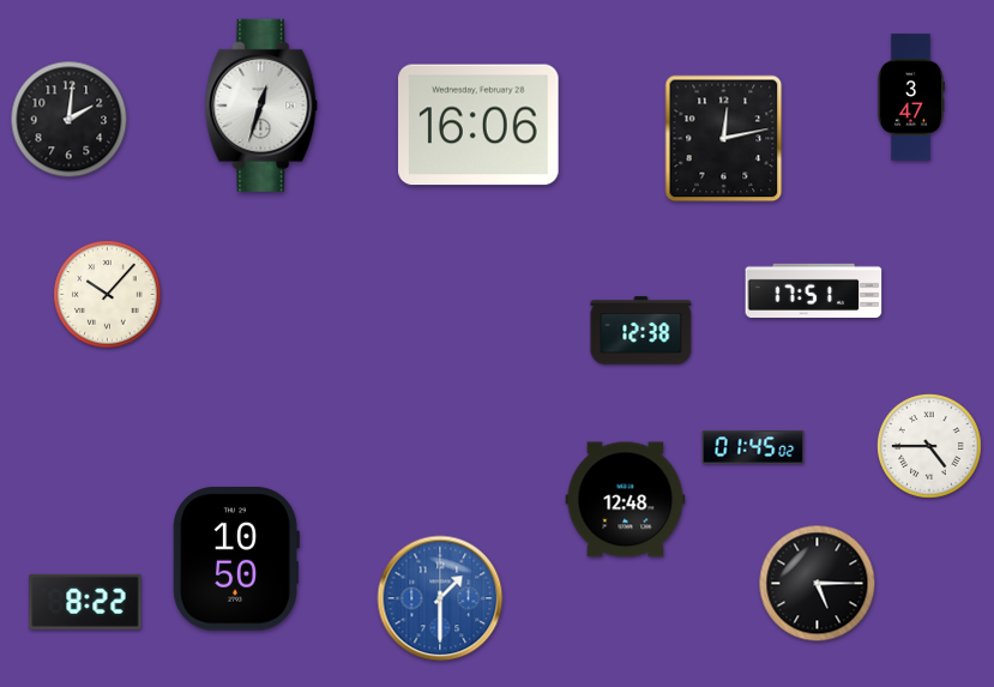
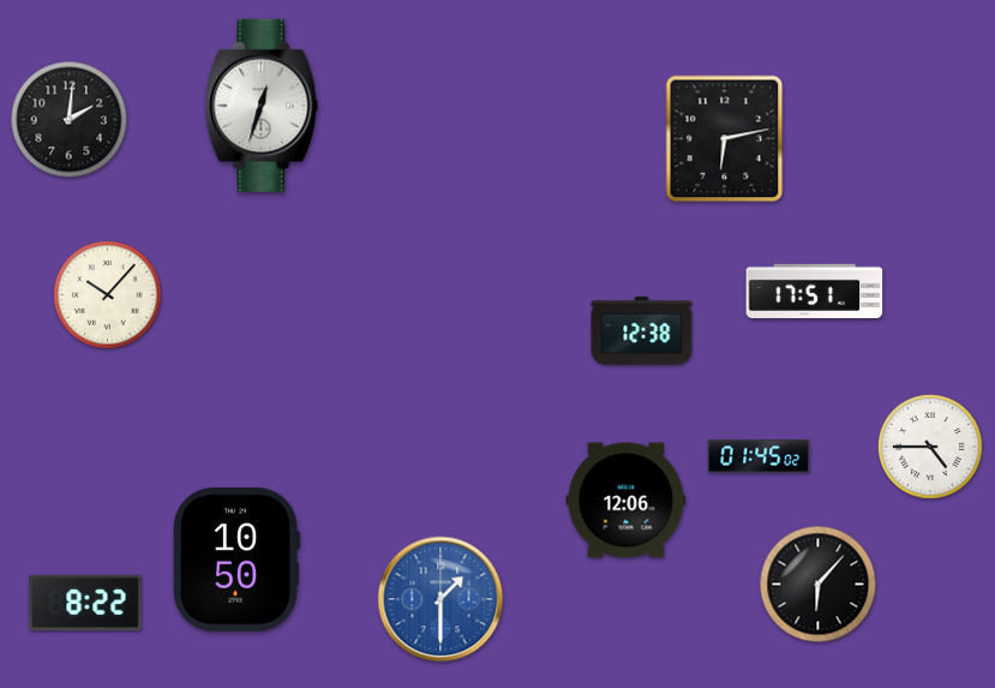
clock at (910, 97): 3:47 -> none
clock at (478, 125): 16:06 -> none
clock at (724, 139): 12:13 -> 6:13
clock at (753, 447) position: (753, 447) -> (759, 456)
clock at (626, 500): 12:48 -> 12:06
clock at (818, 584): 5:15 -> 6:07
